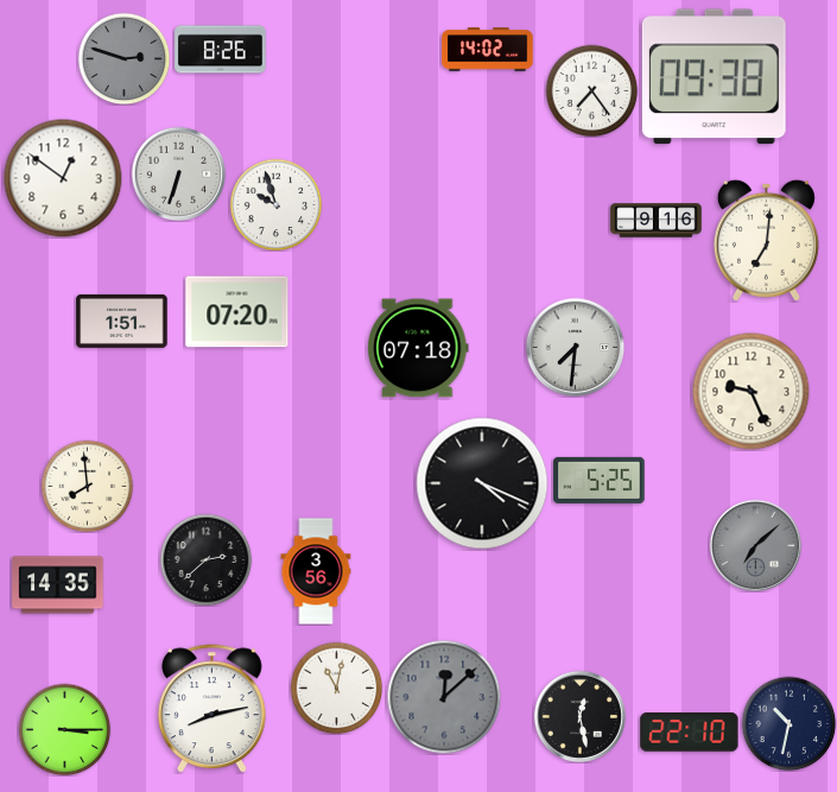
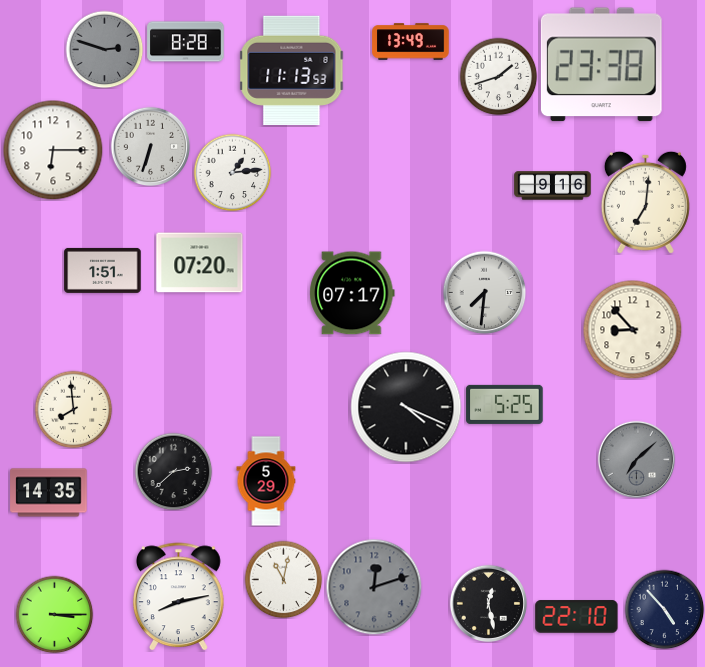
clock at (221, 50): 8:26 -> 8:28
clock at (488, 50): 14:02 -> 13:49
clock at (714, 77): 09:38 -> 23:38
clock at (292, 70): none -> 11:13
clock at (591, 90): 7:24 -> 1:42
clock at (63, 178): 12:51 -> 6:15
clock at (275, 204): 9:57 -> 1:14
clock at (418, 348): 07:18 -> 07:17
clock at (752, 392): 9:26 -> 8:53
clock at (316, 571): 3:56 -> 5:29
clock at (444, 697): 12:08 -> 12:12
clock at (788, 723): 10:32 -> 4:53
clock at (690, 733) position: (690, 733) -> (577, 617)
